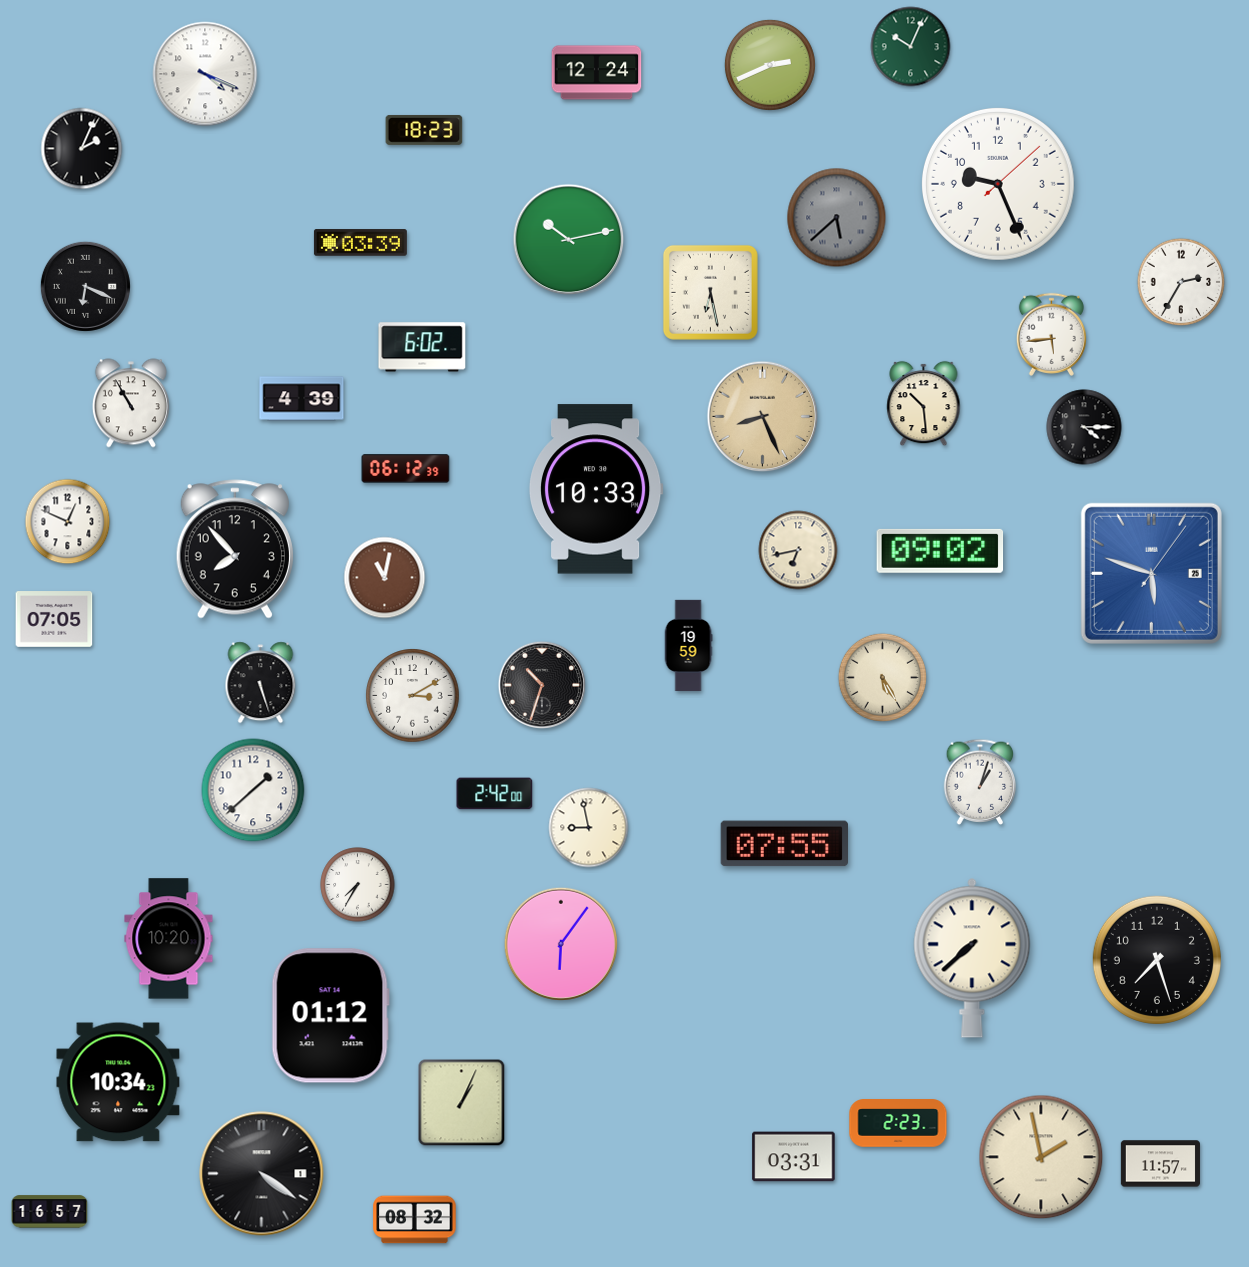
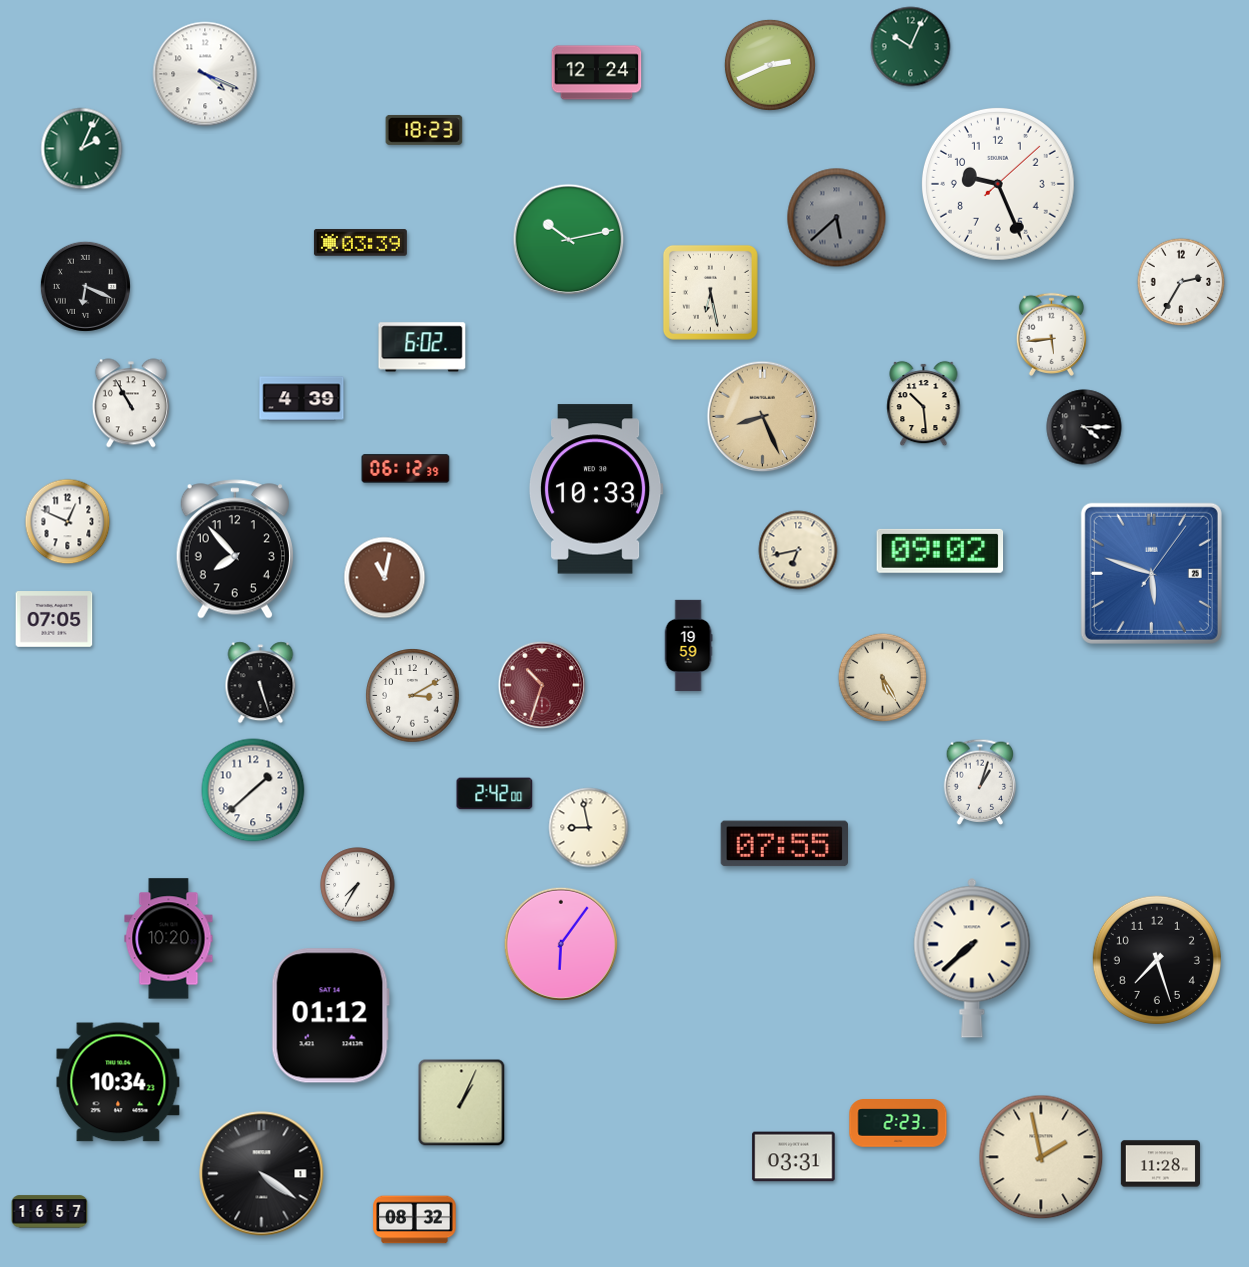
clock at (82, 149) dial: black -> green
clock at (542, 685) dial: black -> burgundy
clock at (1160, 1164): 11:57 -> 11:28
